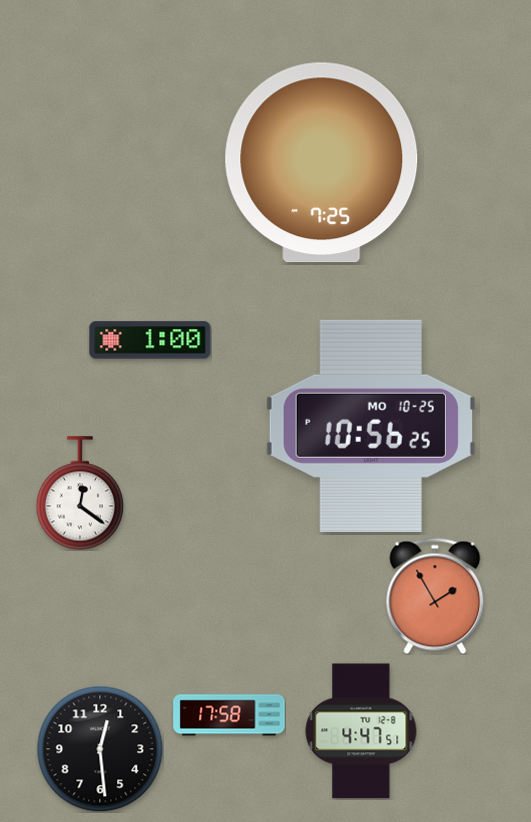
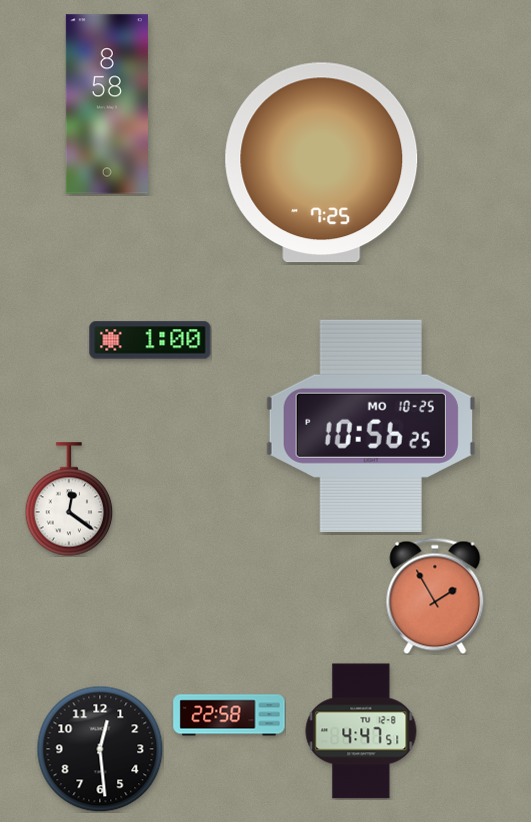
clock at (107, 104): none -> 8:58
clock at (80, 493) position: (80, 493) -> (69, 499)
clock at (229, 715): 17:58 -> 22:58
